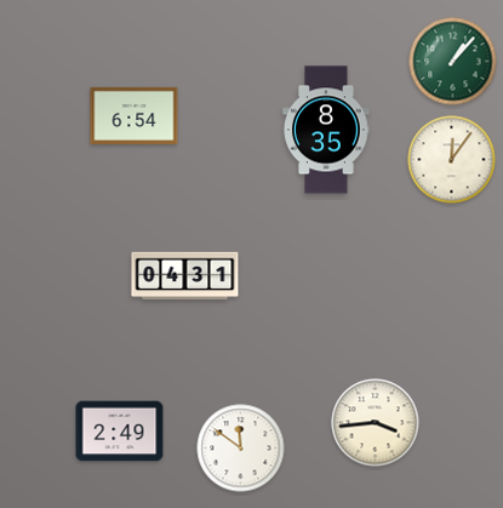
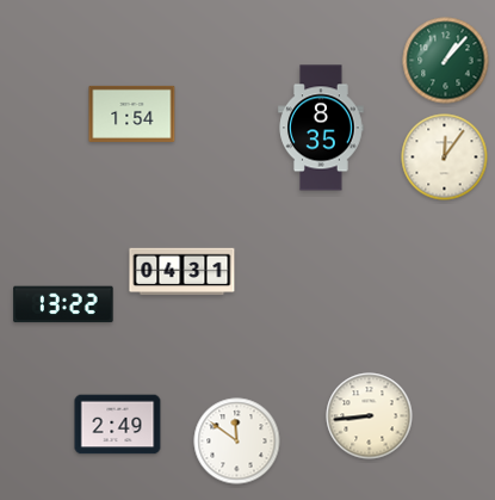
clock at (135, 115): 6:54 -> 1:54
clock at (63, 304): none -> 13:22
clock at (376, 423): 3:44 -> 8:44
